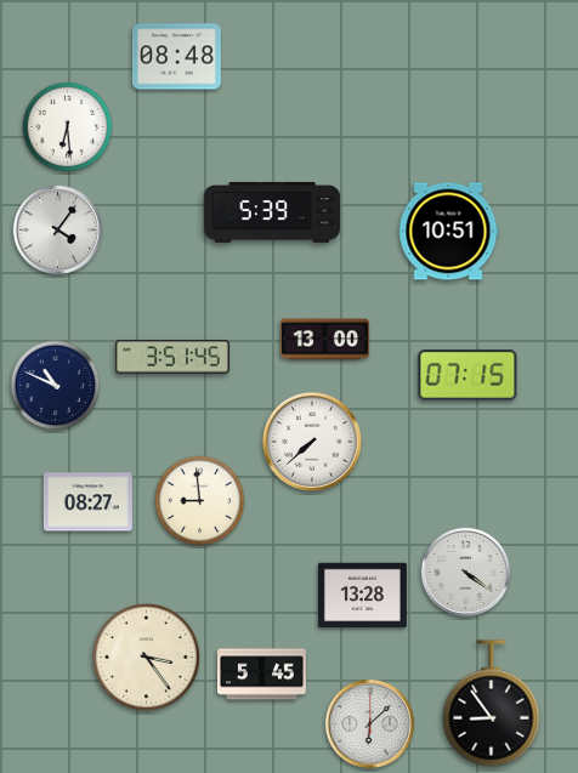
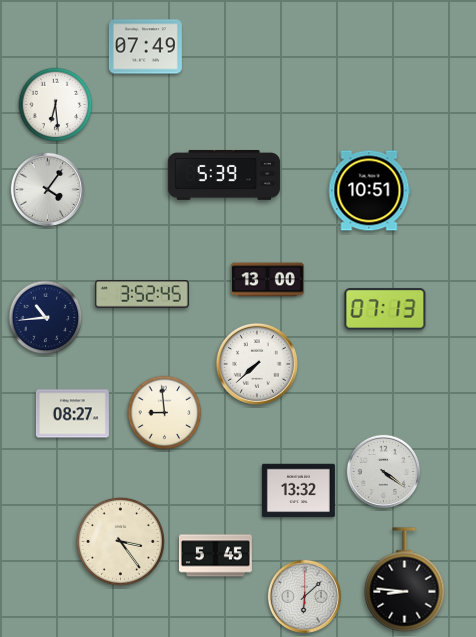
clock at (176, 57): 08:48 -> 07:49
clock at (172, 357): 3:51 -> 3:52
clock at (467, 375): 07:15 -> 07:13
clock at (56, 386): 10:49 -> 10:44
clock at (362, 596): 13:28 -> 13:32
clock at (492, 704): 8:54 -> 8:46
